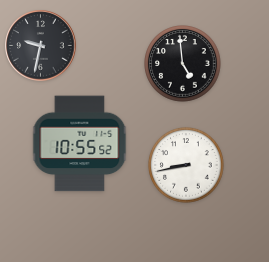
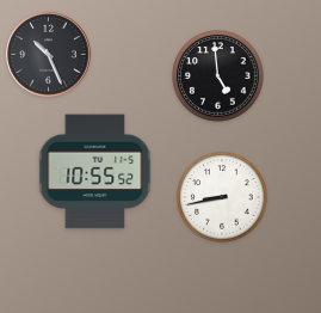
clock at (41, 46): 9:32 -> 10:26
